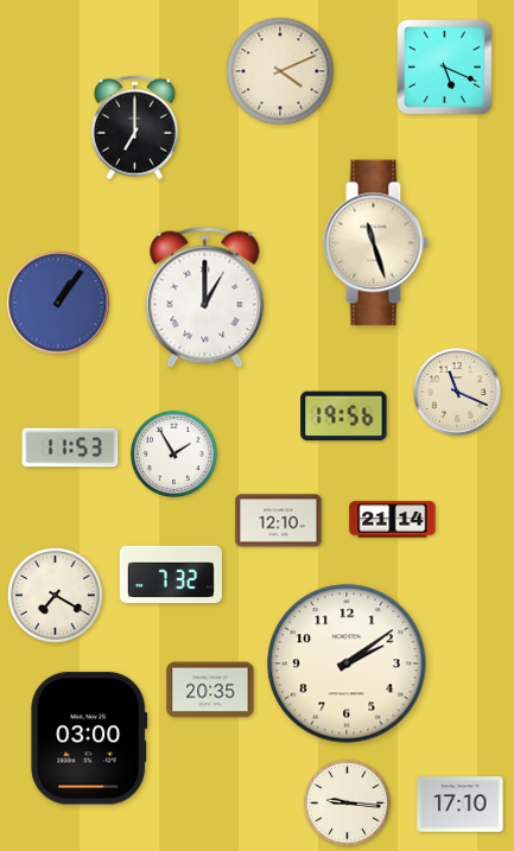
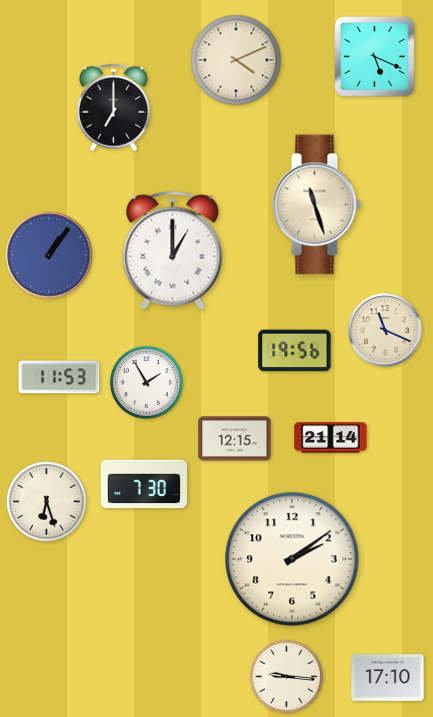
clock at (344, 417) position: (344, 417) -> (295, 351)
clock at (279, 521): 12:10 -> 12:15
clock at (171, 574): 7:32 -> 7:30
clock at (56, 596): 7:20 -> 6:27
clock at (210, 690): 20:35 -> none
clock at (89, 738): 03:00 -> none
clock at (347, 802) position: (347, 802) -> (286, 676)
